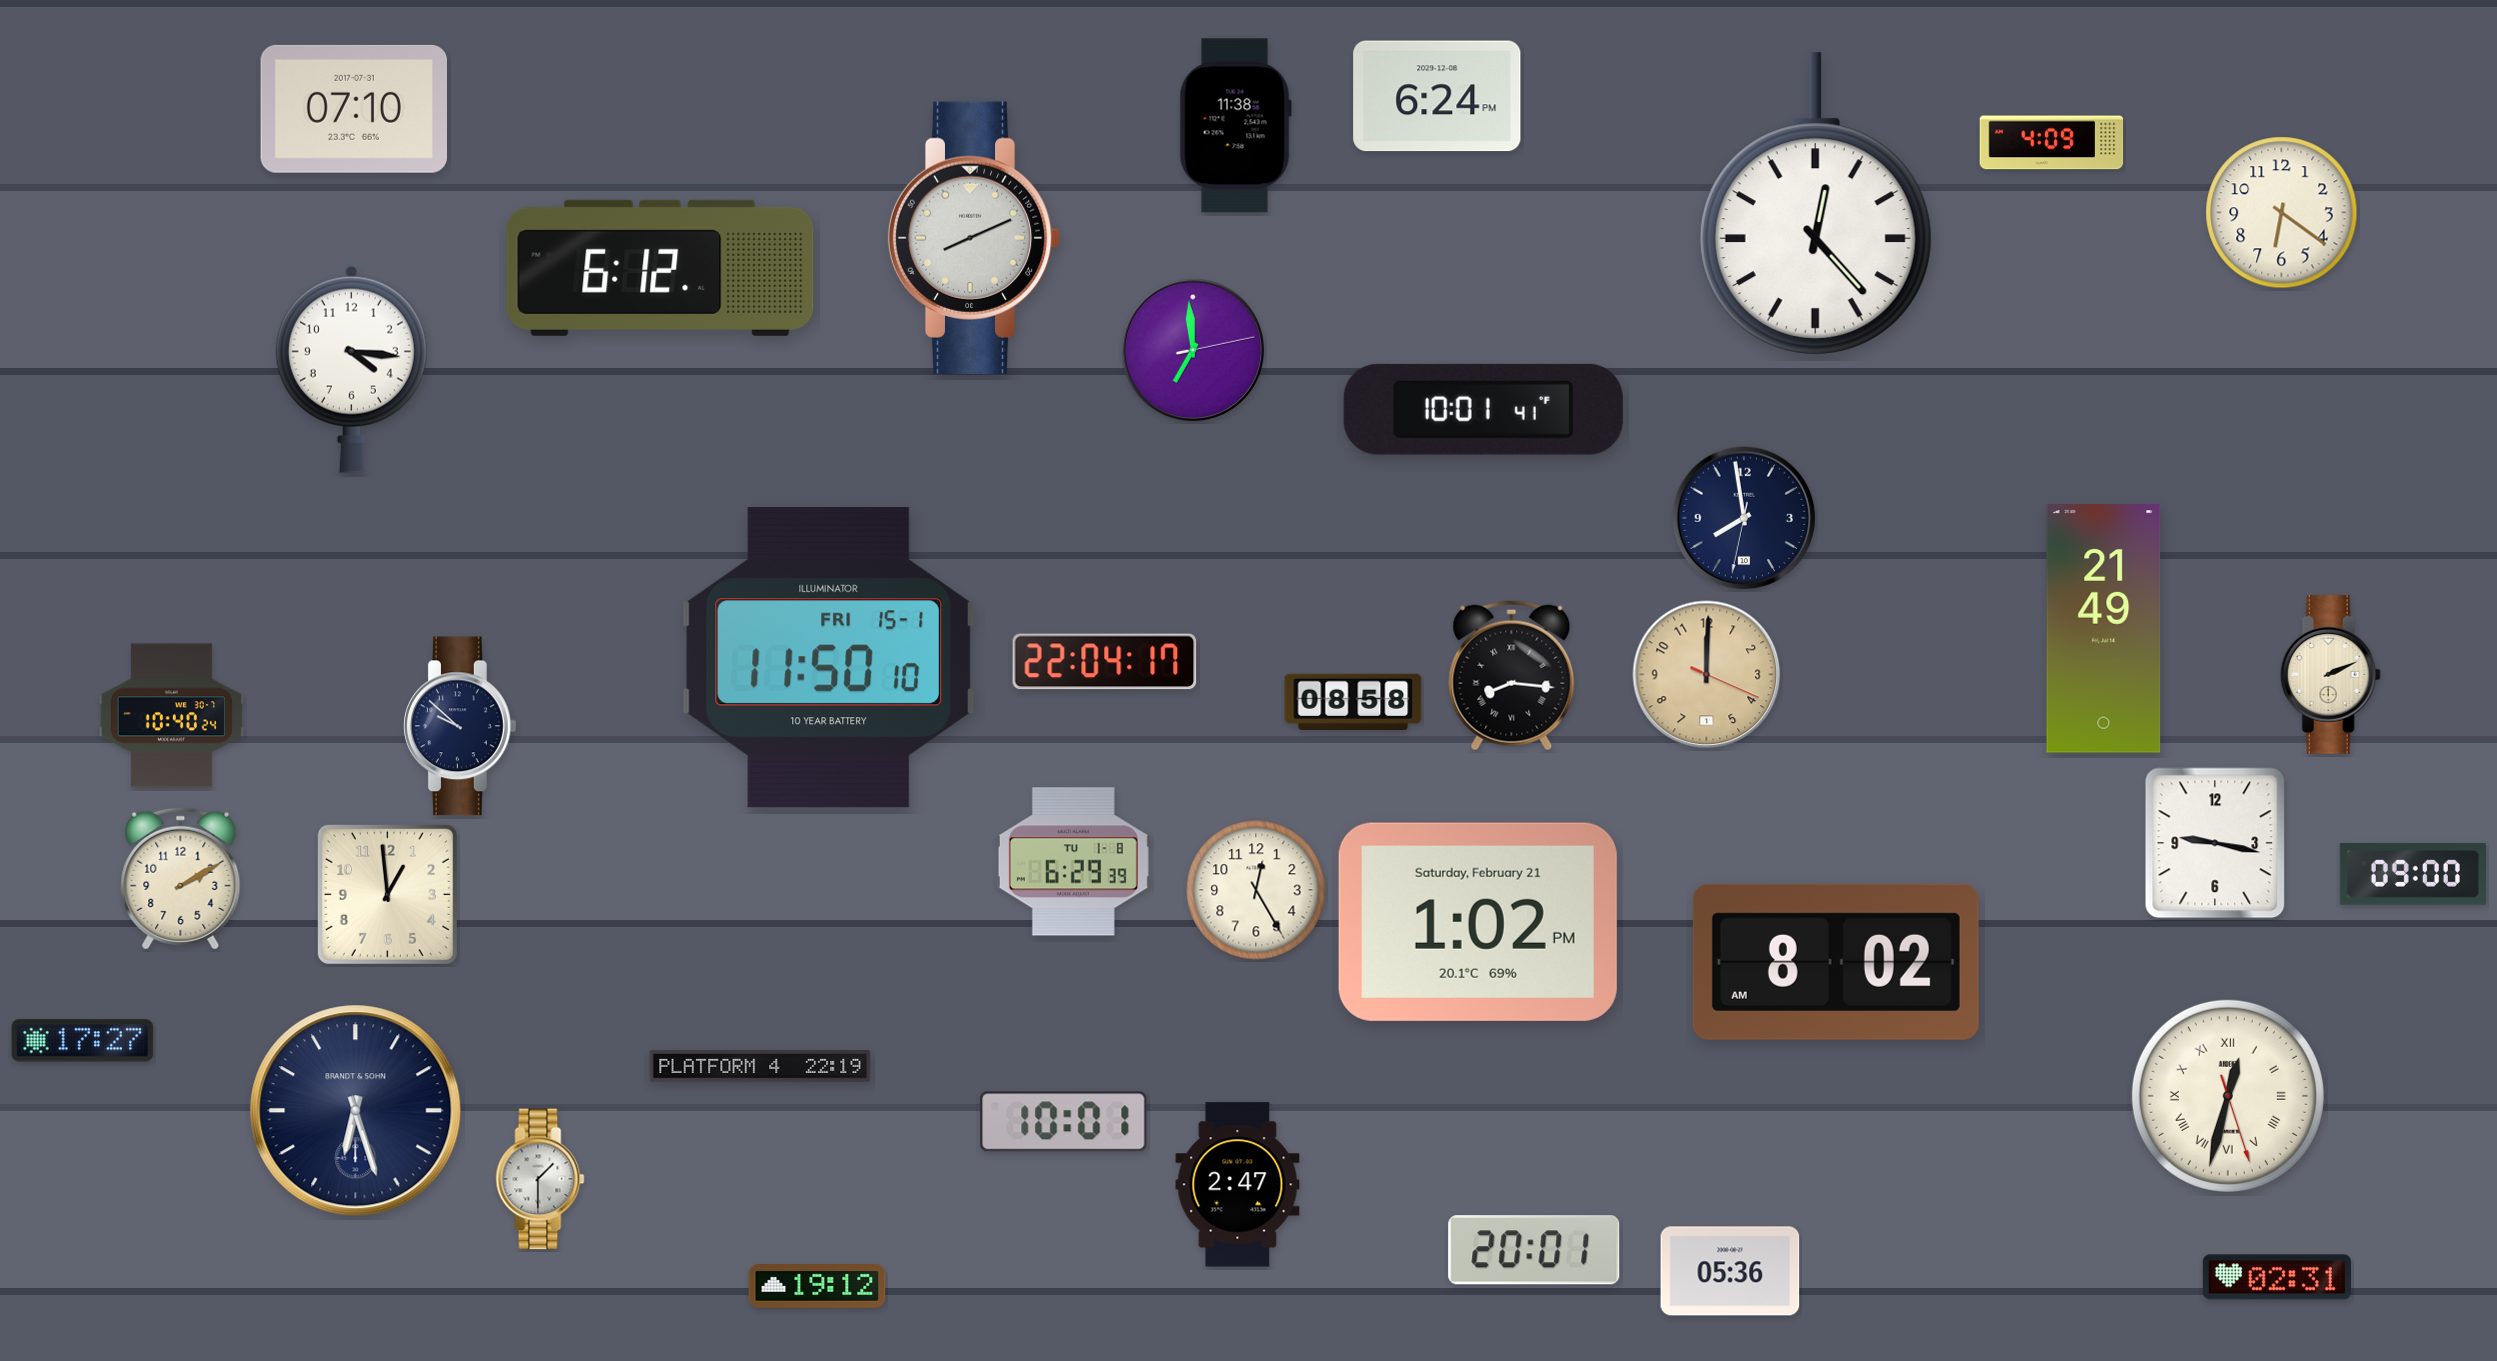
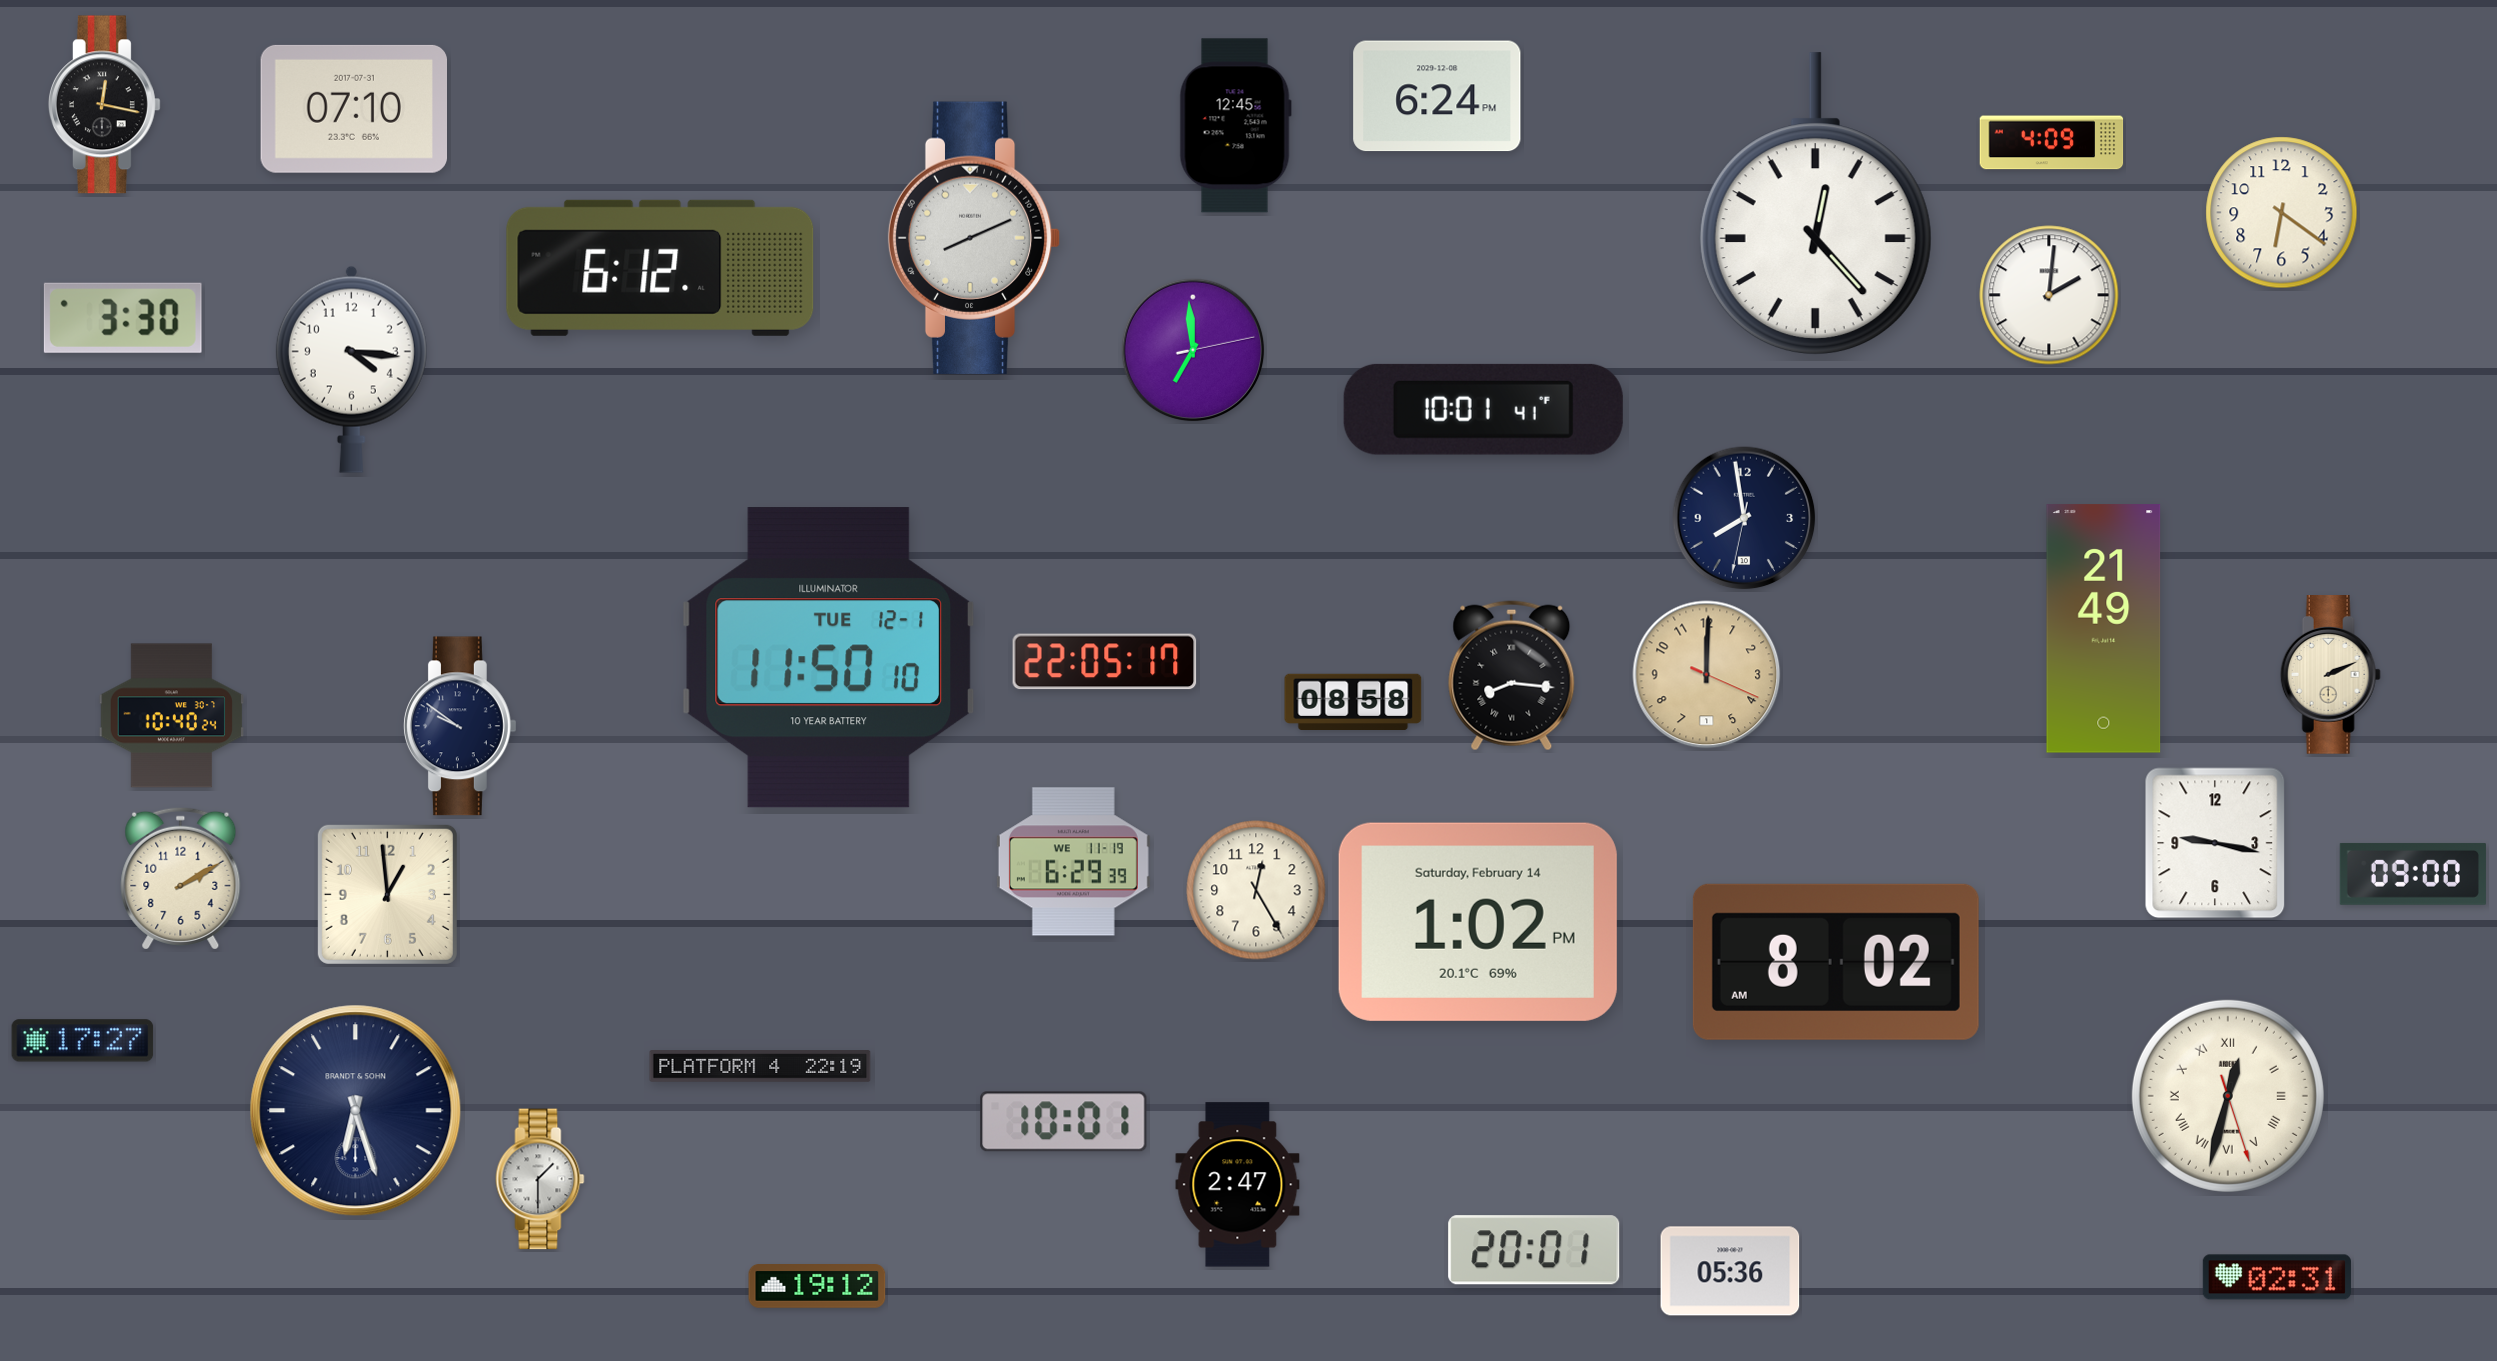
clock at (104, 105): none -> 12:17
clock at (1235, 126): 11:38 -> 12:45
clock at (2049, 295): none -> 2:01
clock at (123, 318): none -> 3:30
clock at (828, 658) date: FRI 15-1 -> TUE 12-1
clock at (1105, 662): 22:04 -> 22:05
clock at (460, 726): 9:52 -> 9:51
clock at (1073, 862) date: TU 1-8 -> WE 11-19
clock at (1478, 922) date: Saturday, February 21 -> Saturday, February 14
